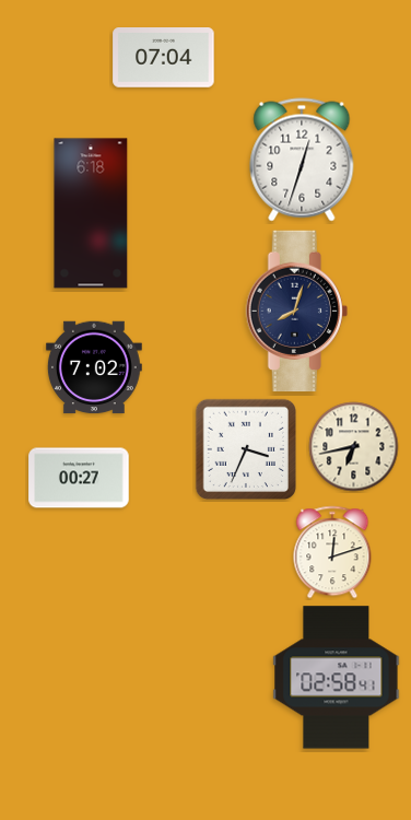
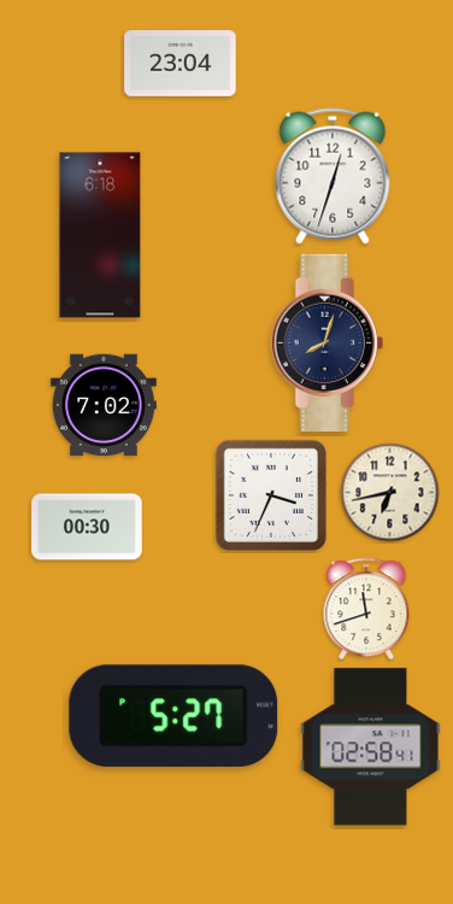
clock at (164, 58): 07:04 -> 23:04
clock at (79, 478): 00:27 -> 00:30
clock at (332, 552): 12:12 -> 11:42
clock at (173, 716): none -> 5:27
